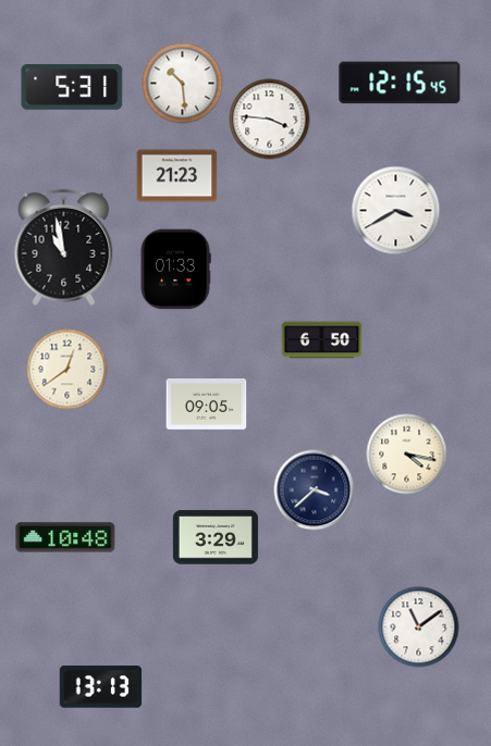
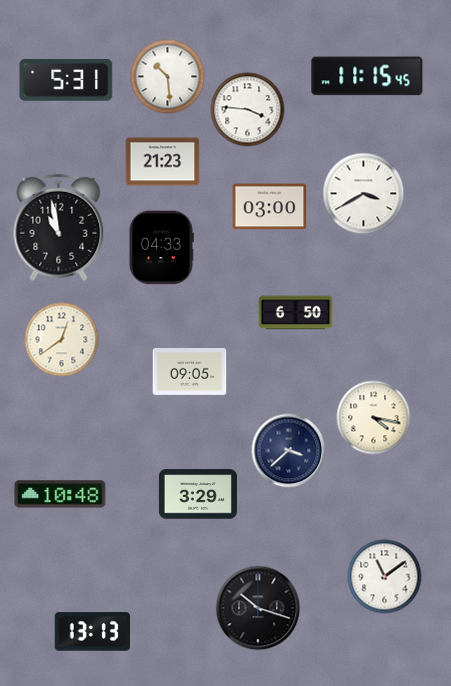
clock at (400, 83): 12:15 -> 11:15
clock at (270, 207): none -> 03:00
clock at (175, 270): 01:33 -> 04:33
clock at (258, 608): none -> 10:18
